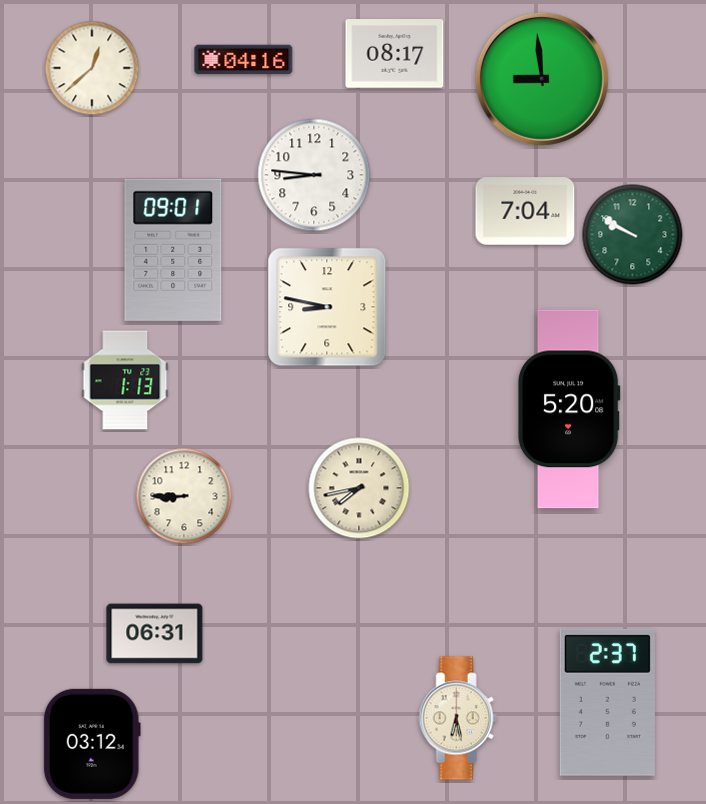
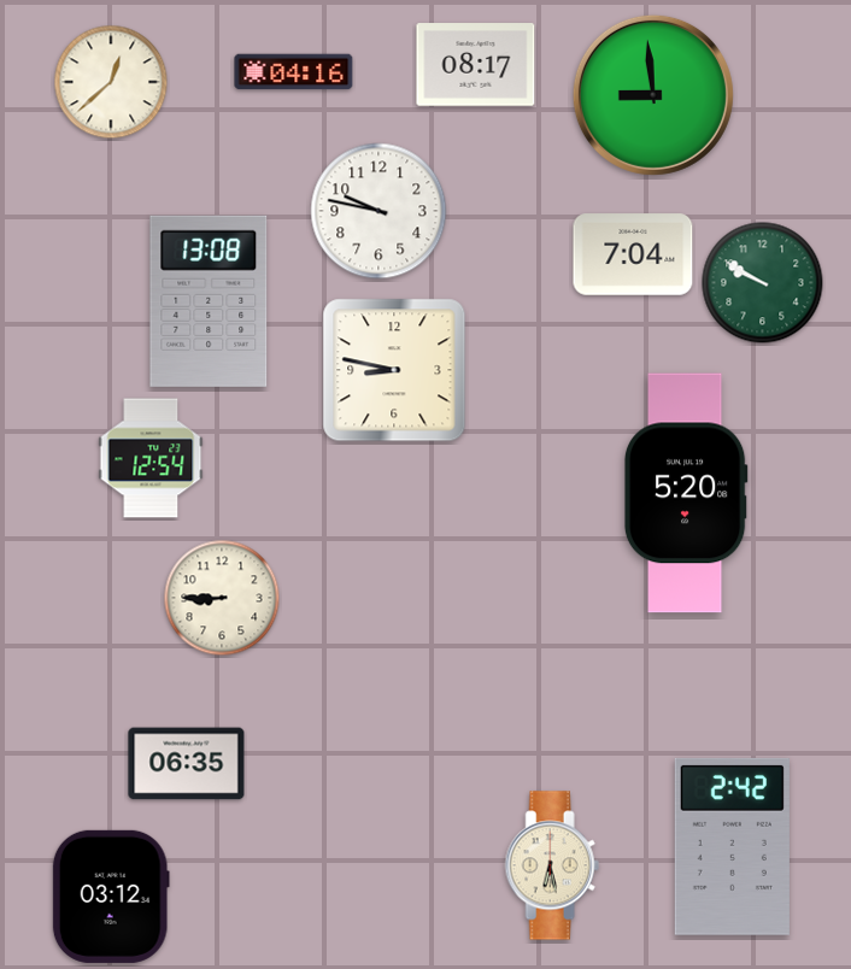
clock at (314, 175): 8:46 -> 9:47
clock at (173, 250): 09:01 -> 13:08
clock at (125, 380): 1:13 -> 12:54
clock at (359, 488): 7:43 -> none
clock at (155, 634): 06:31 -> 06:35
clock at (607, 702): 2:37 -> 2:42
